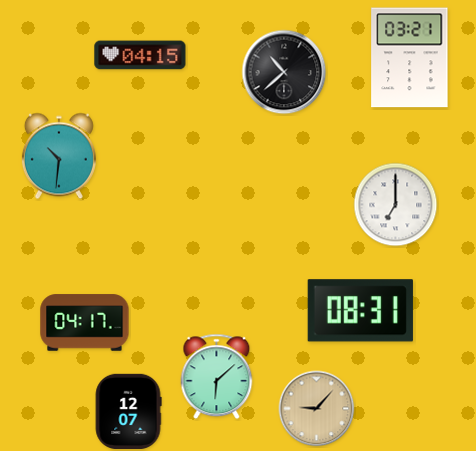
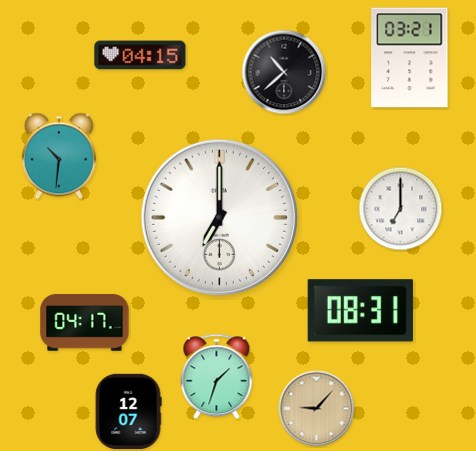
clock at (396, 205) position: (396, 205) -> (401, 209)
clock at (219, 217): none -> 7:00
clock at (217, 377): 6:08 -> 1:33
